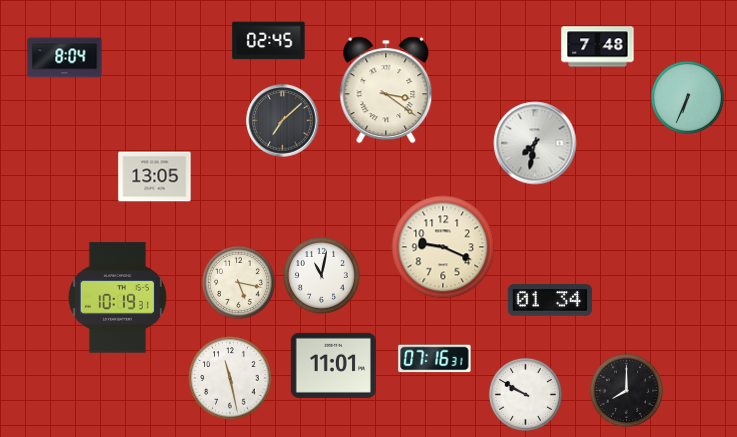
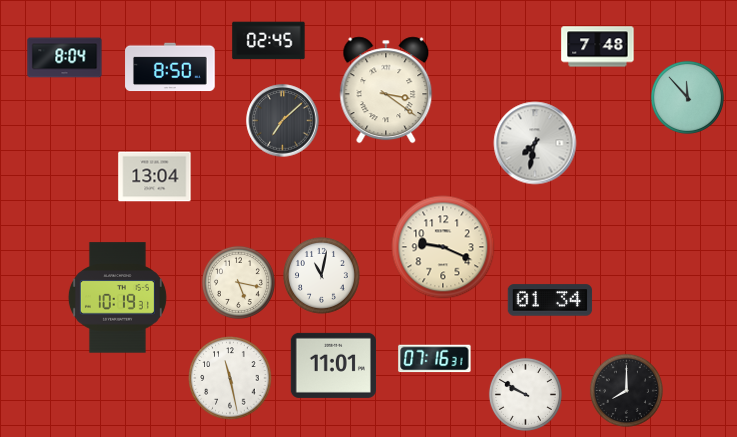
clock at (170, 67): none -> 8:50
clock at (687, 97): 6:34 -> 11:53
clock at (155, 177): 13:05 -> 13:04
